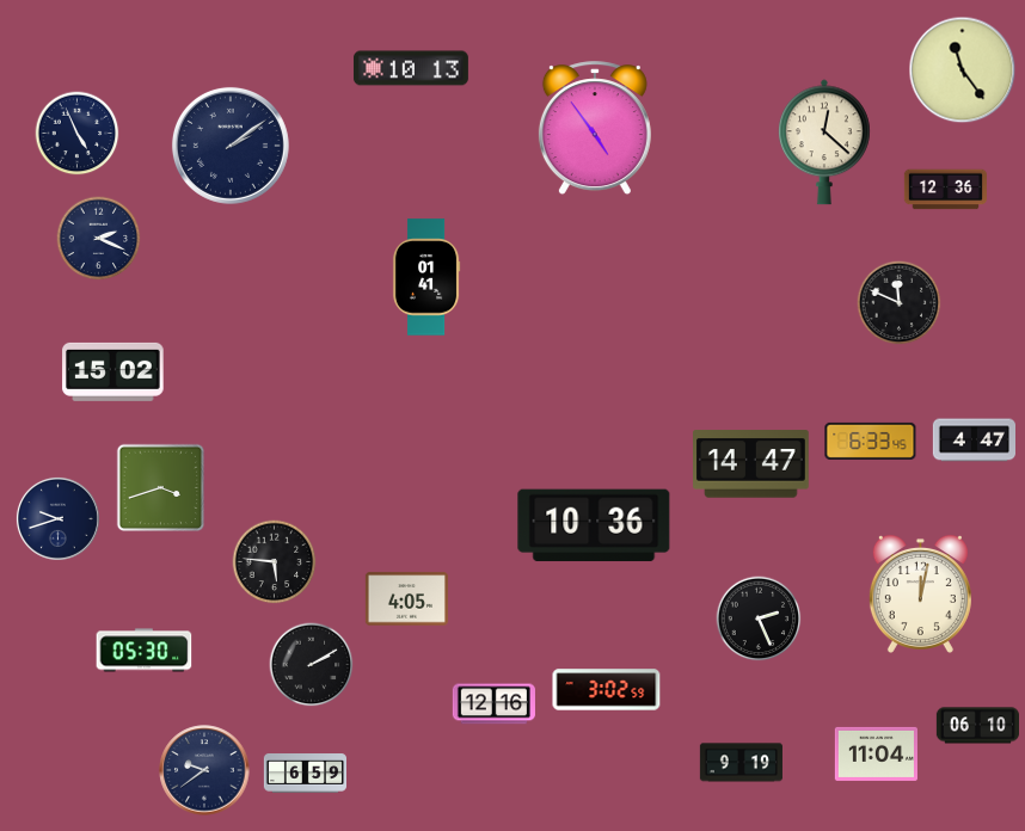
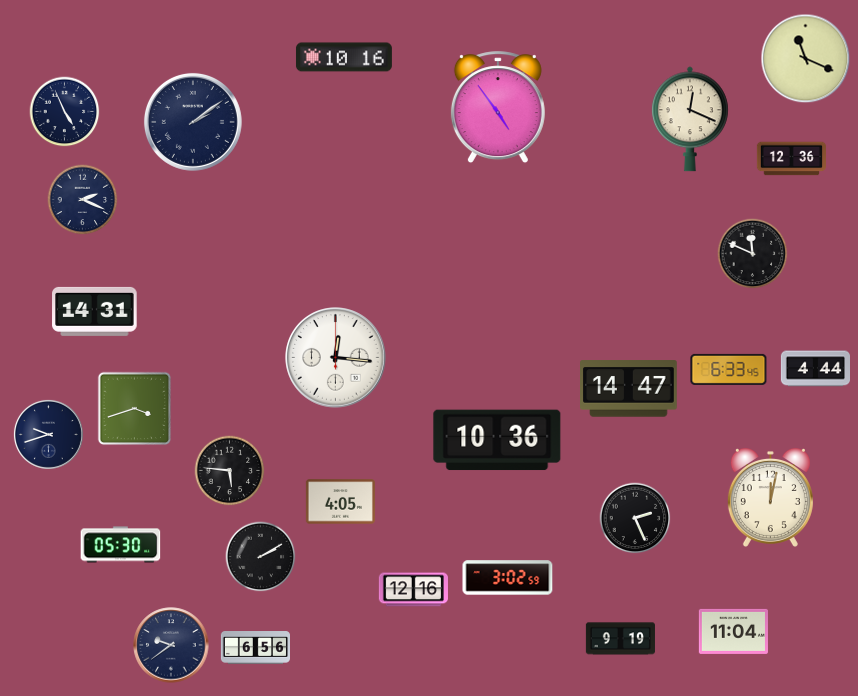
clock at (411, 68): 10:13 -> 10:16
clock at (963, 70): 11:24 -> 11:19
clock at (824, 142): 12:22 -> 12:19
clock at (426, 277): 01:41 -> none
clock at (113, 371): 15:02 -> 14:31
clock at (336, 358): none -> 12:16
clock at (974, 441): 4:47 -> 4:44
clock at (977, 726): 06:10 -> none
clock at (305, 774): 6:59 -> 6:56
